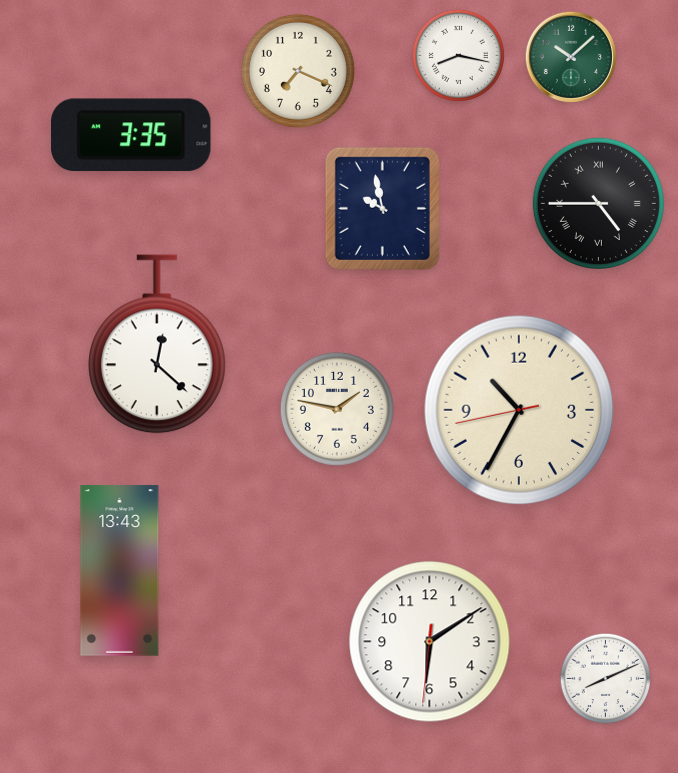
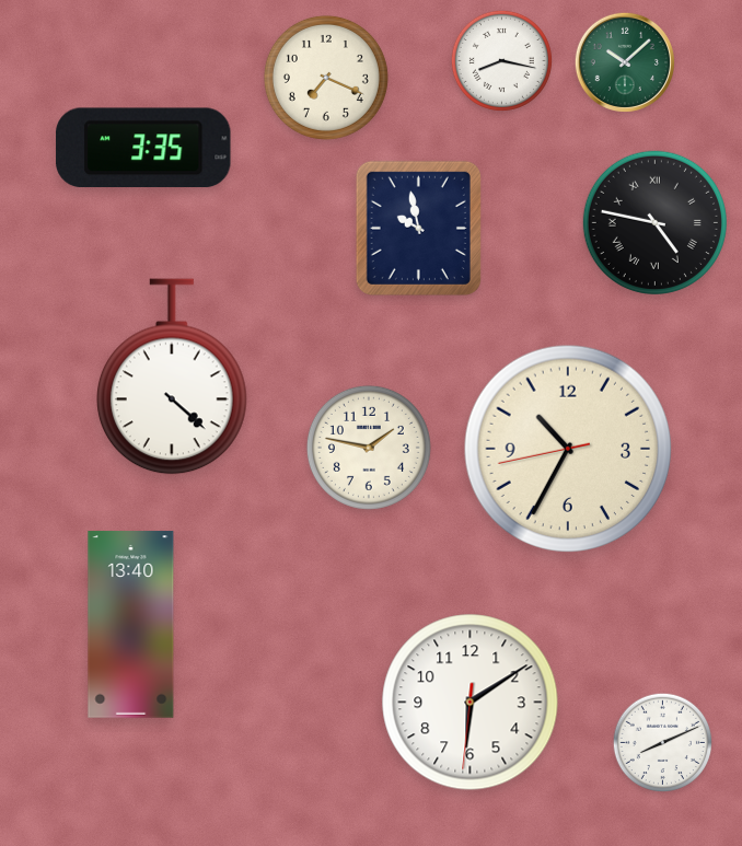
clock at (598, 203): 4:45 -> 4:47
clock at (158, 344): 12:22 -> 4:22
clock at (120, 571): 13:43 -> 13:40
